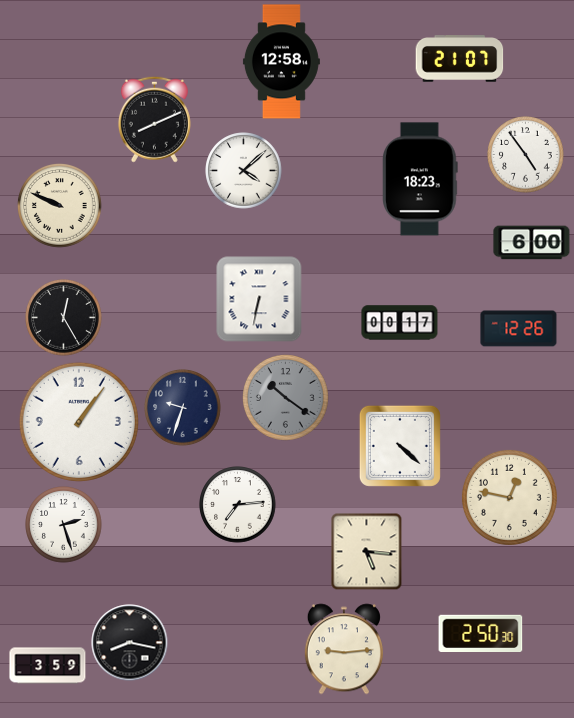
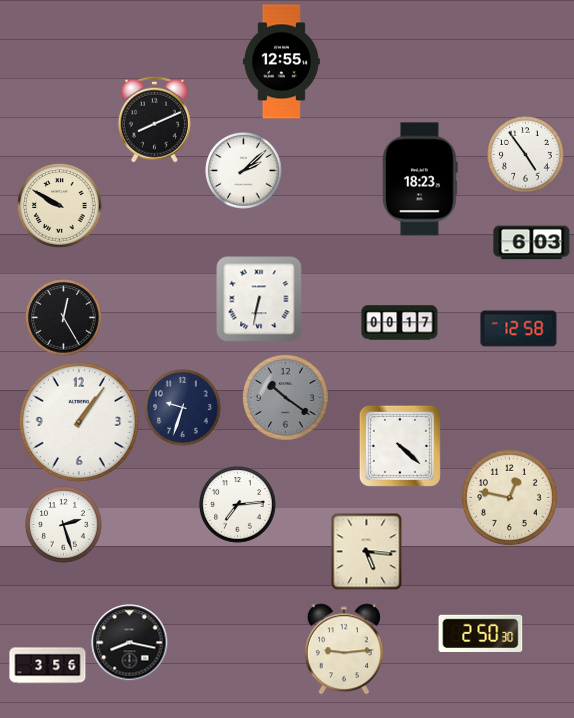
clock at (460, 59): 21:07 -> none
clock at (281, 62): 12:58 -> 12:55
clock at (244, 171): 4:08 -> 2:08
clock at (60, 206): 9:49 -> 9:50
clock at (532, 243): 6:00 -> 6:03
clock at (519, 329): 12:26 -> 12:58
clock at (48, 666): 3:59 -> 3:56
